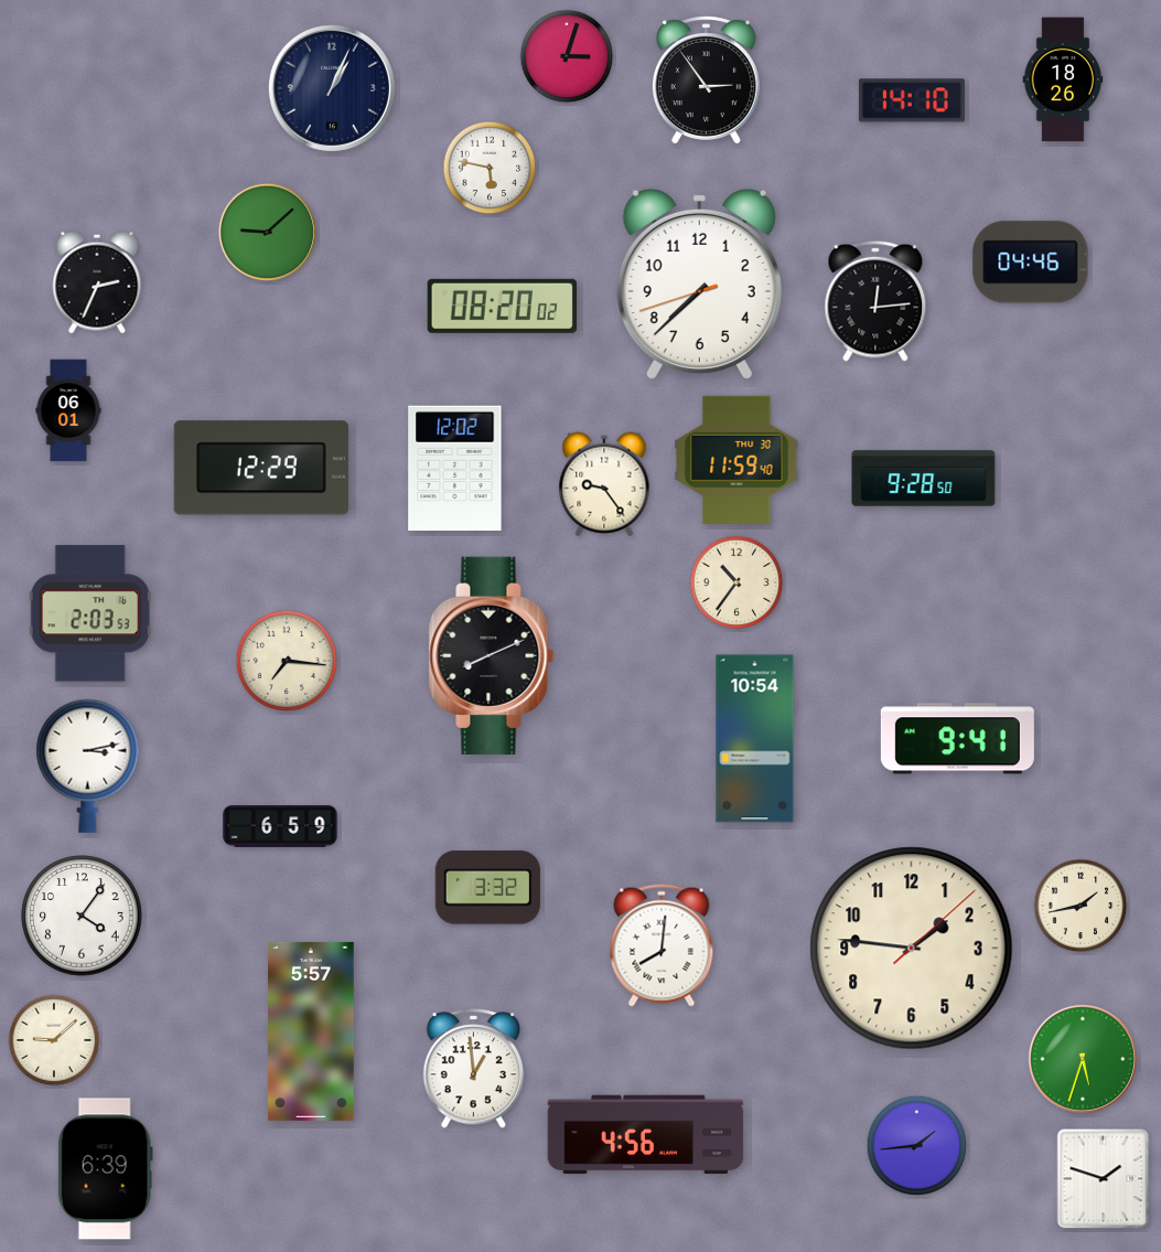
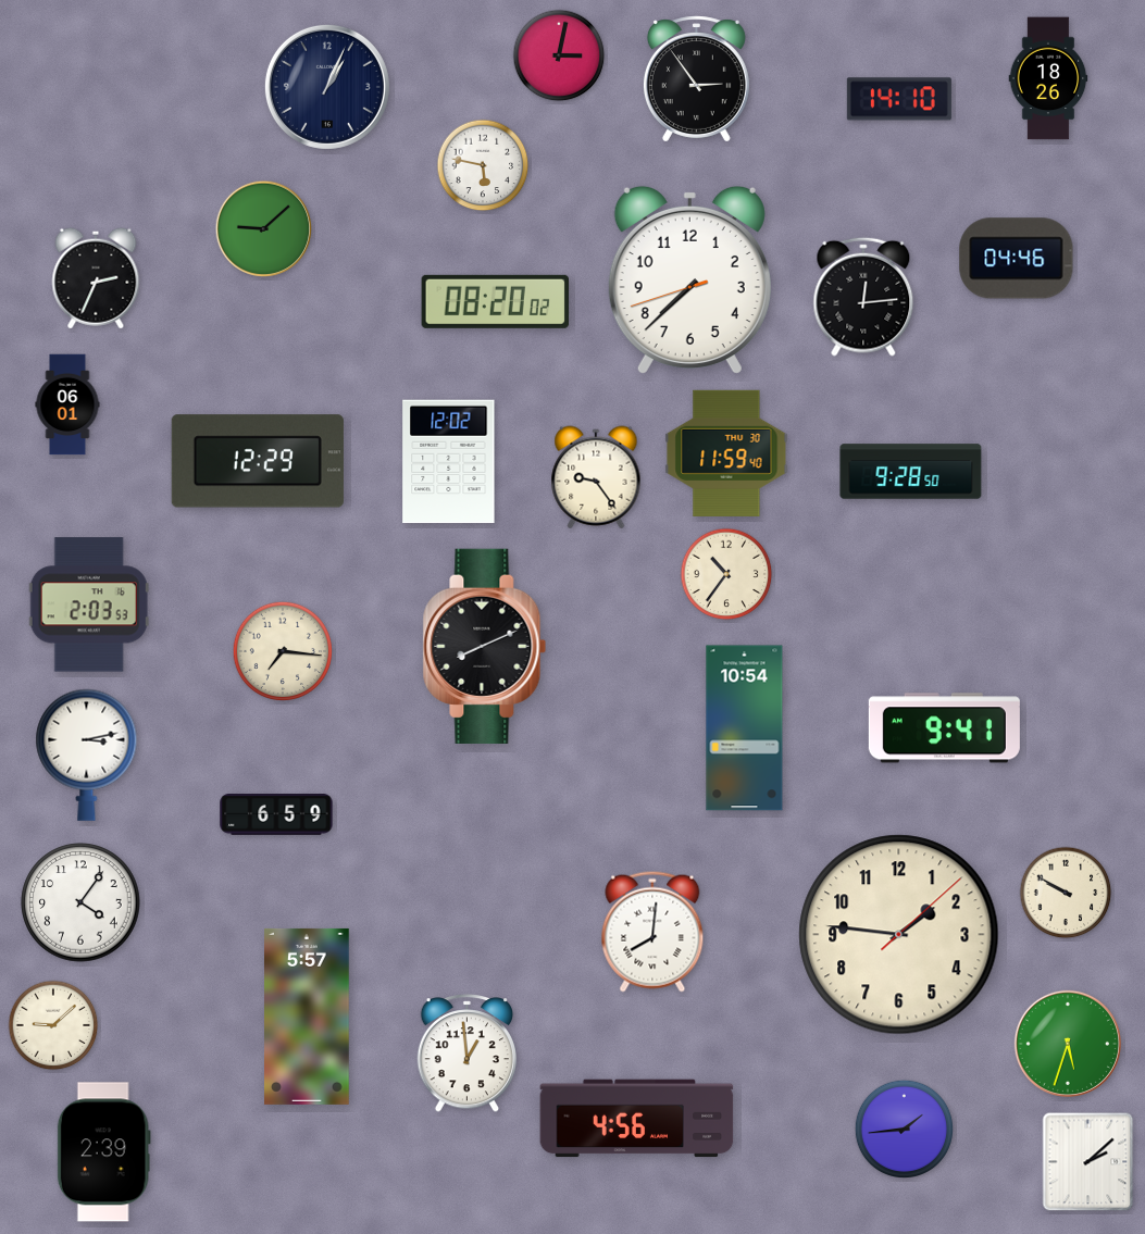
clock at (567, 56): 3:03 -> 3:02
clock at (487, 888): 3:32 -> none
clock at (1081, 906): 1:43 -> 9:50
clock at (105, 1169): 6:39 -> 2:39
clock at (1104, 1179): 1:48 -> 2:08
